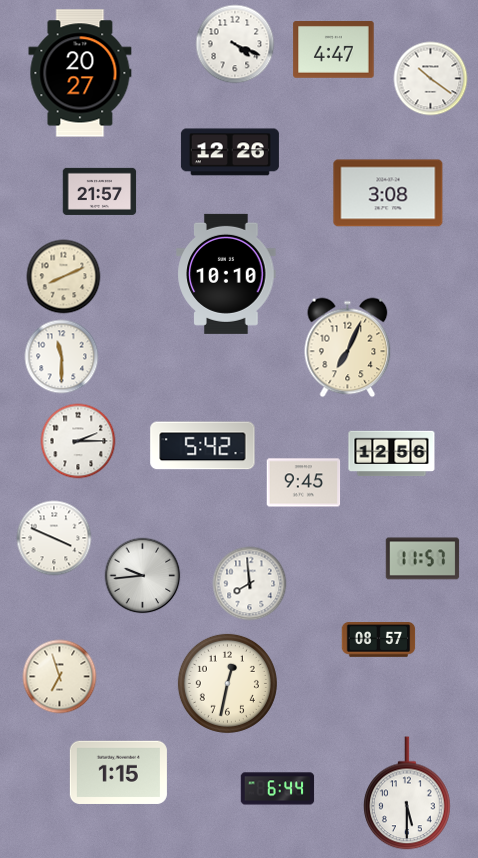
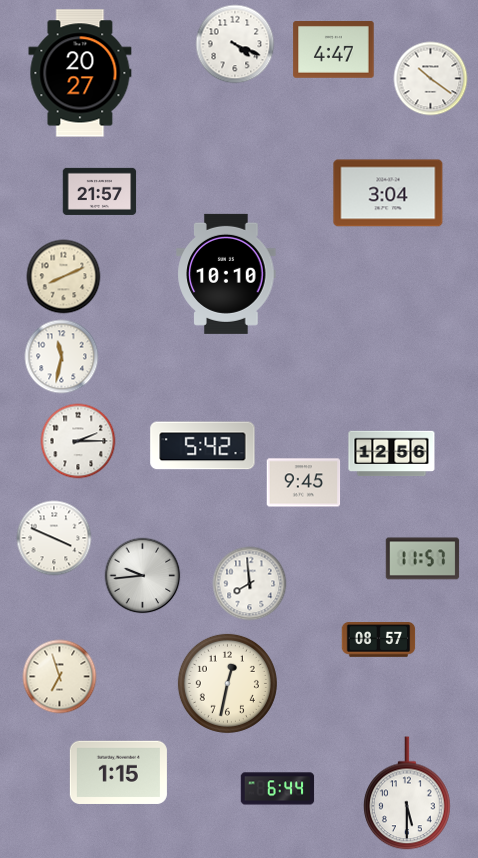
clock at (230, 152): 12:26 -> none
clock at (388, 193): 3:08 -> 3:04
clock at (348, 348): 7:04 -> none
clock at (62, 357): 11:30 -> 11:32
